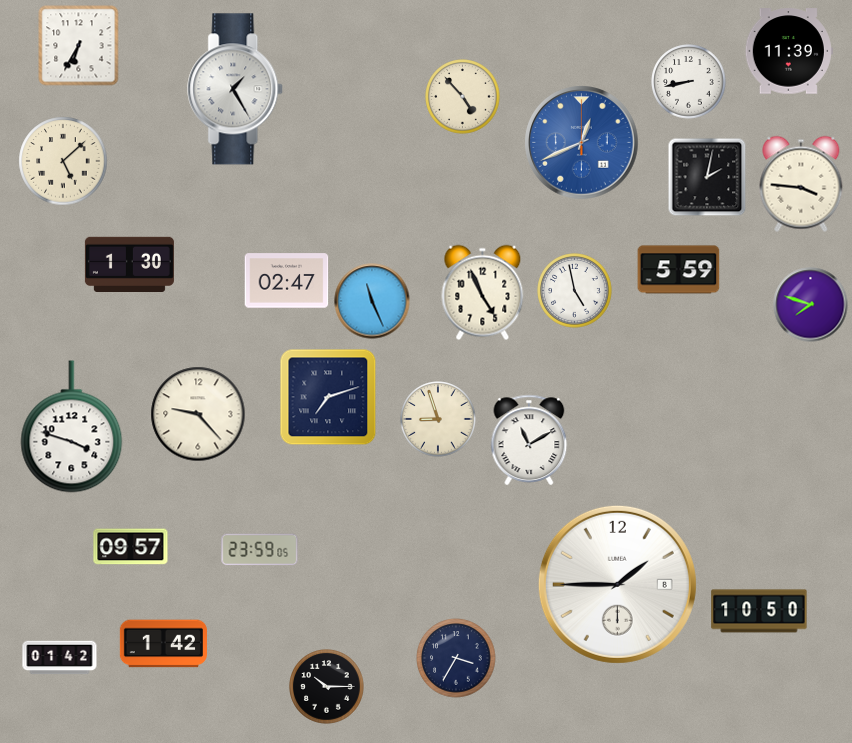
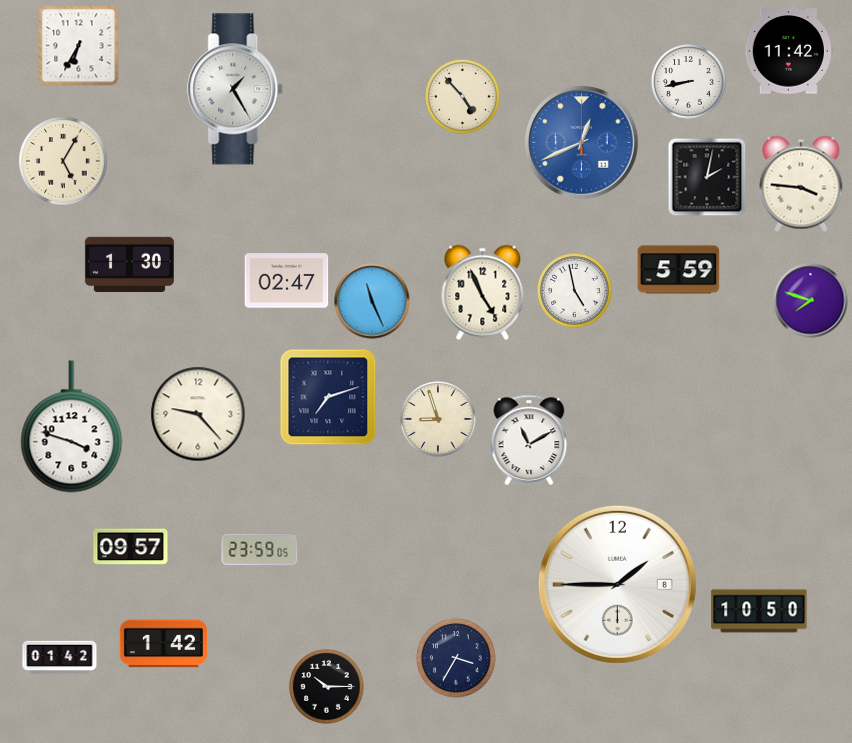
clock at (789, 51): 11:39 -> 11:42
clock at (63, 161): 5:08 -> 5:05
clock at (811, 305) position: (811, 305) -> (811, 301)
